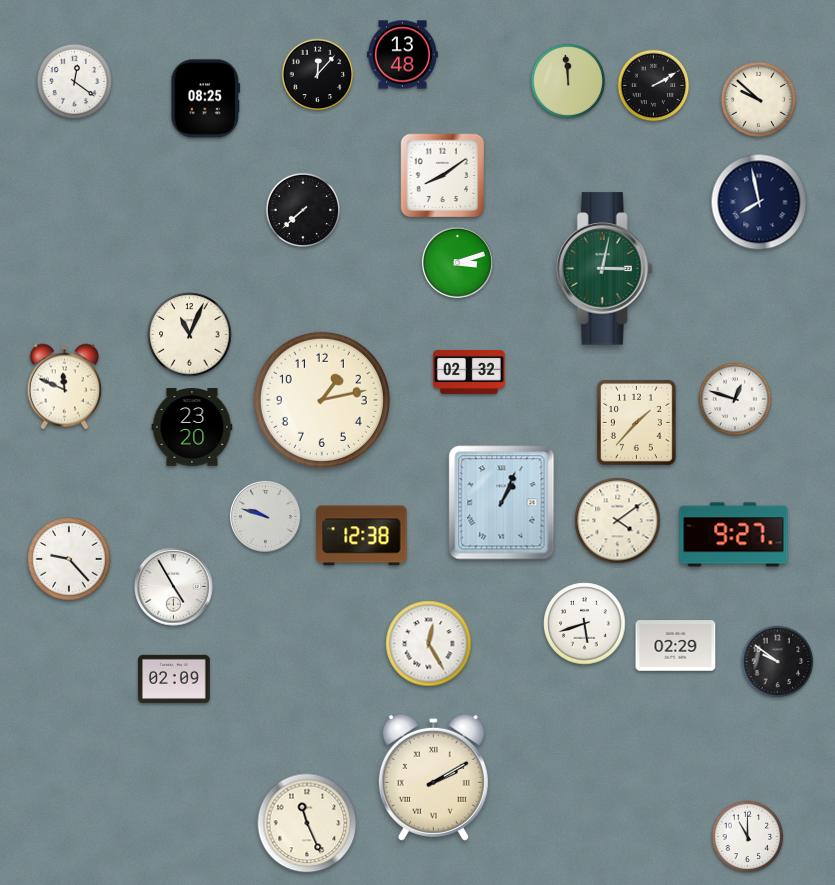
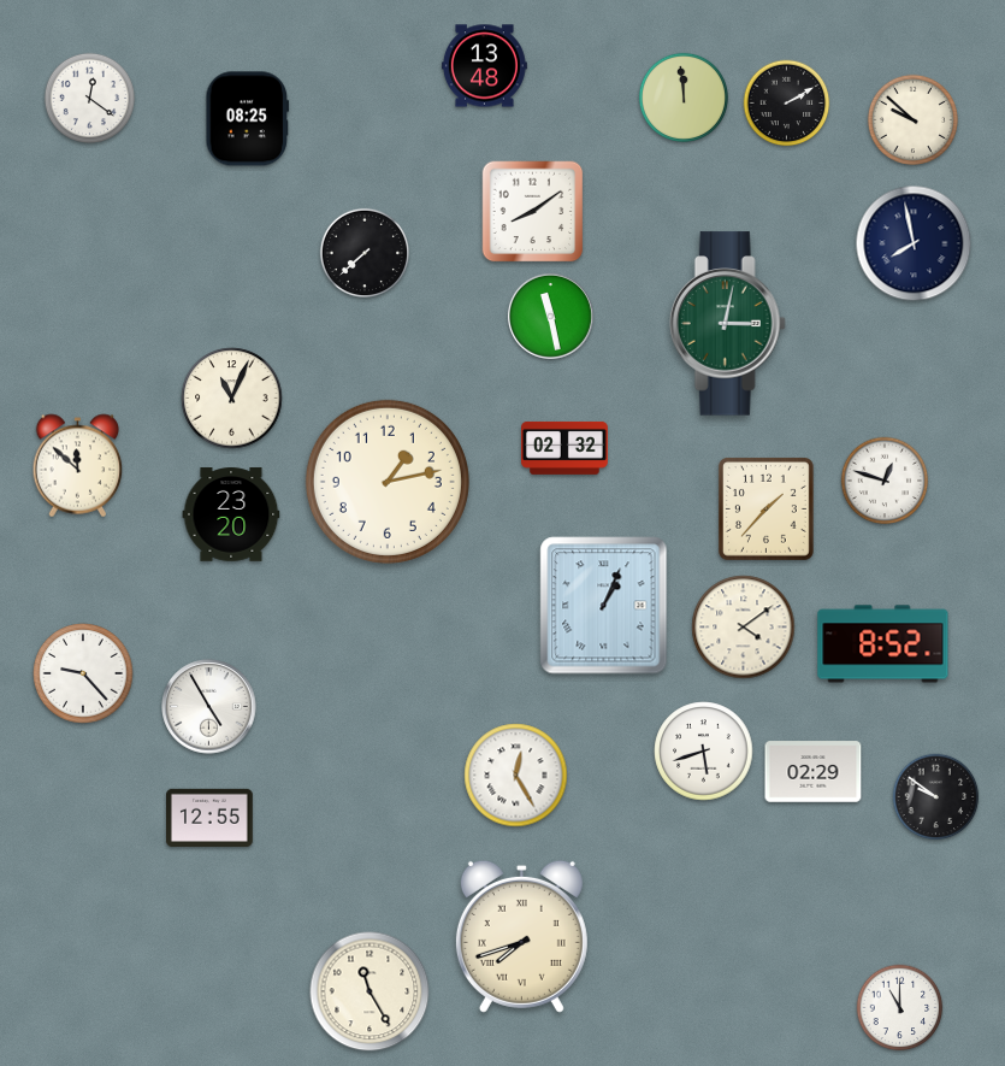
clock at (318, 75): 12:07 -> none
clock at (457, 262): 3:12 -> 11:28
clock at (190, 335) position: (190, 335) -> (232, 399)
clock at (65, 387): 11:49 -> 11:52
clock at (265, 516): 9:48 -> none
clock at (734, 535): 9:27 -> 8:52
clock at (362, 536): 12:38 -> none
clock at (676, 646) position: (676, 646) -> (814, 772)
clock at (175, 679): 02:09 -> 12:55
clock at (433, 777): 2:10 -> 7:42
clock at (307, 823): 11:26 -> 11:25
